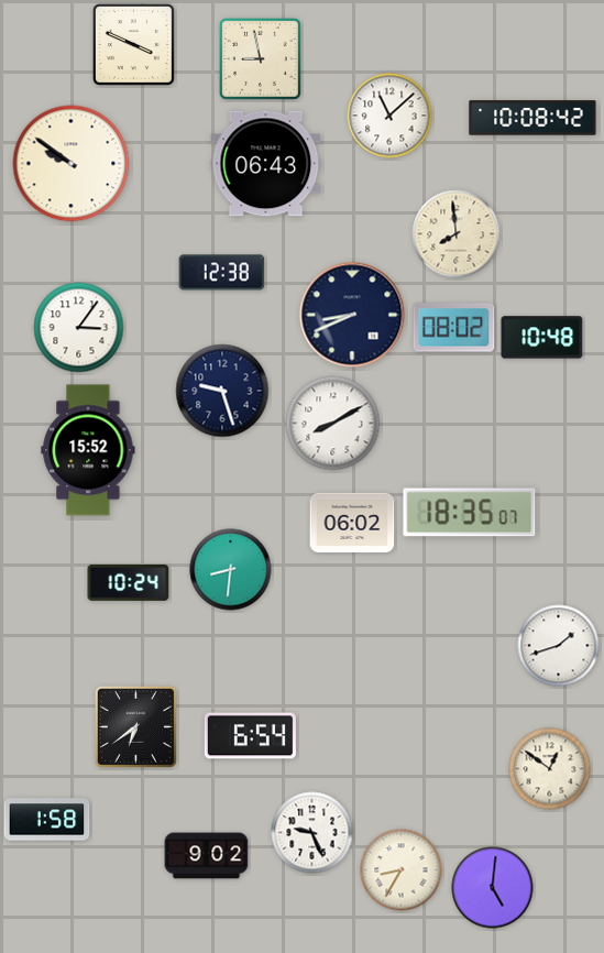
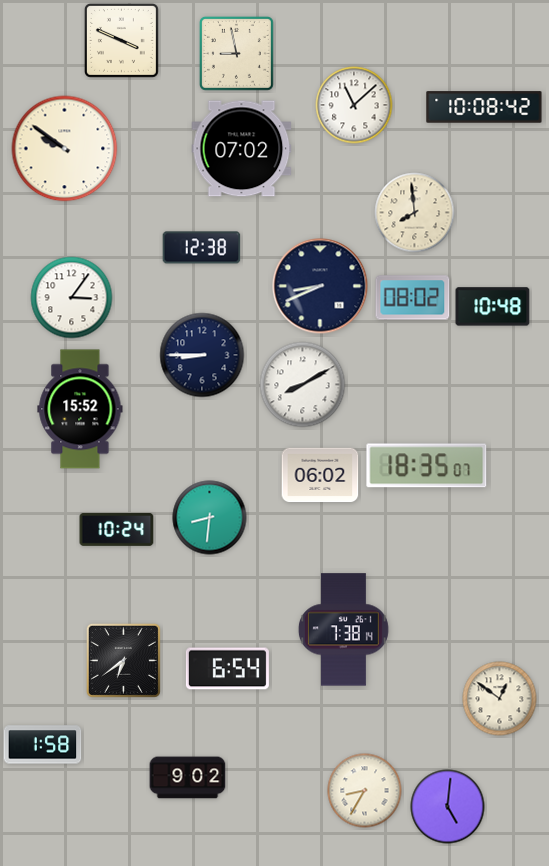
clock at (266, 164): 06:43 -> 07:02
clock at (222, 391): 9:27 -> 8:45
clock at (559, 646): 1:42 -> none
clock at (343, 630): none -> 7:38
clock at (312, 833): 9:26 -> none
